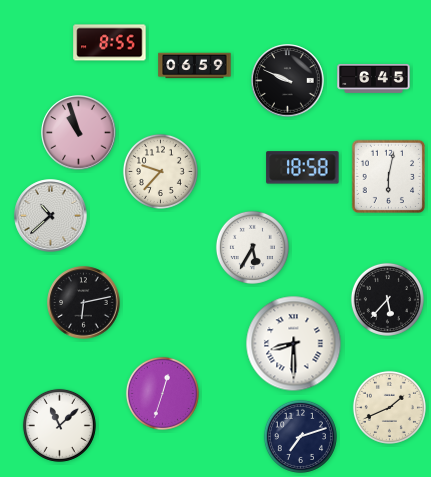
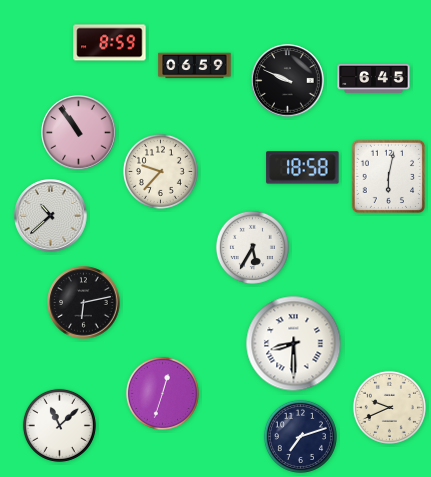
clock at (110, 43): 8:55 -> 8:59
clock at (79, 133): 10:57 -> 10:54
clock at (387, 299): 5:37 -> none
clock at (389, 407): 1:41 -> 9:41
